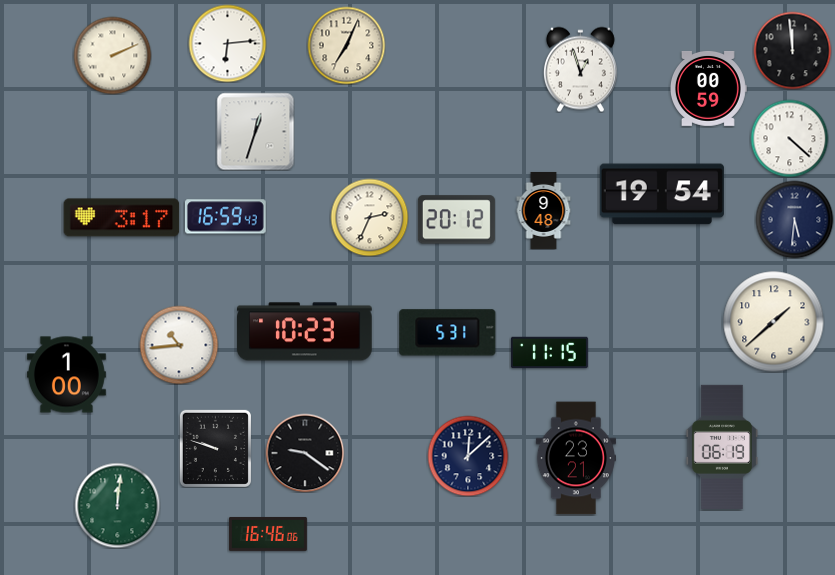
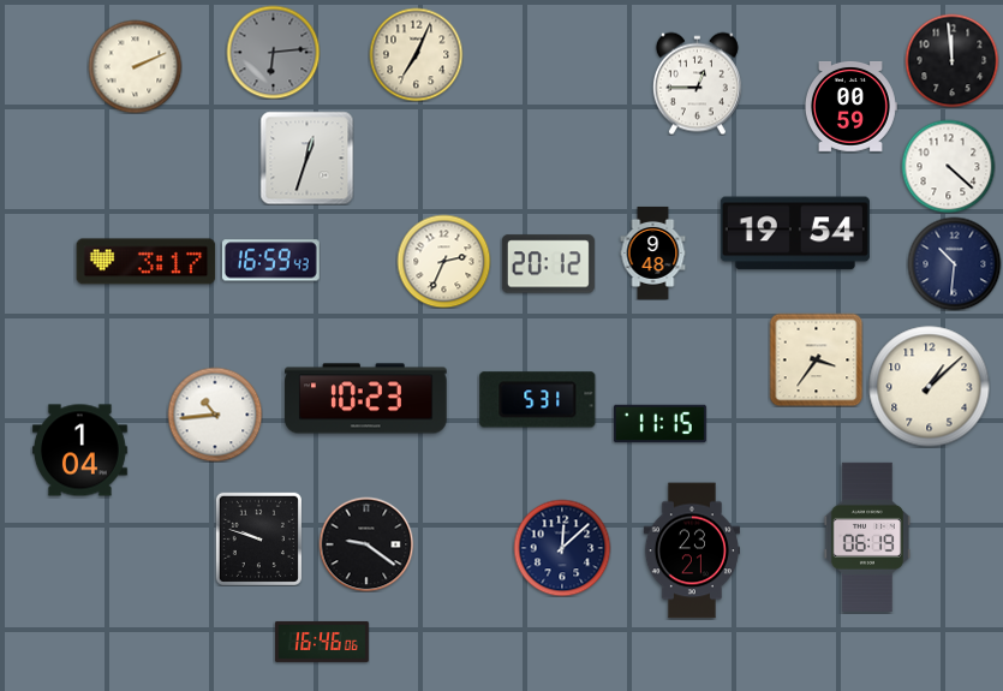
clock at (227, 43) dial: white -> grey
clock at (580, 69): 12:57 -> 12:45
clock at (794, 219): 5:31 -> 10:31
clock at (816, 359): none -> 3:36
clock at (774, 322): 1:38 -> 1:08
clock at (66, 375): 1:00 -> 1:04
clock at (117, 505): 12:01 -> none
